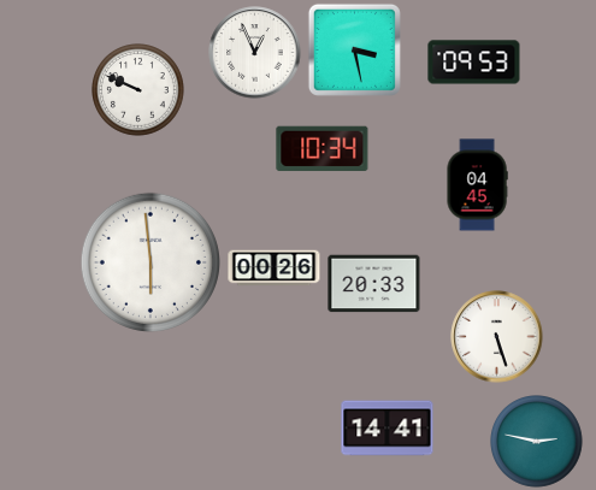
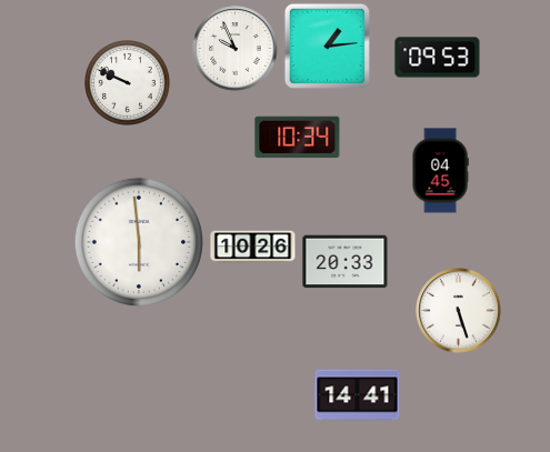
clock at (354, 49): 3:28 -> 1:14
clock at (255, 53): 12:56 -> 9:56
clock at (275, 268): 00:26 -> 10:26
clock at (537, 442): 2:47 -> none
